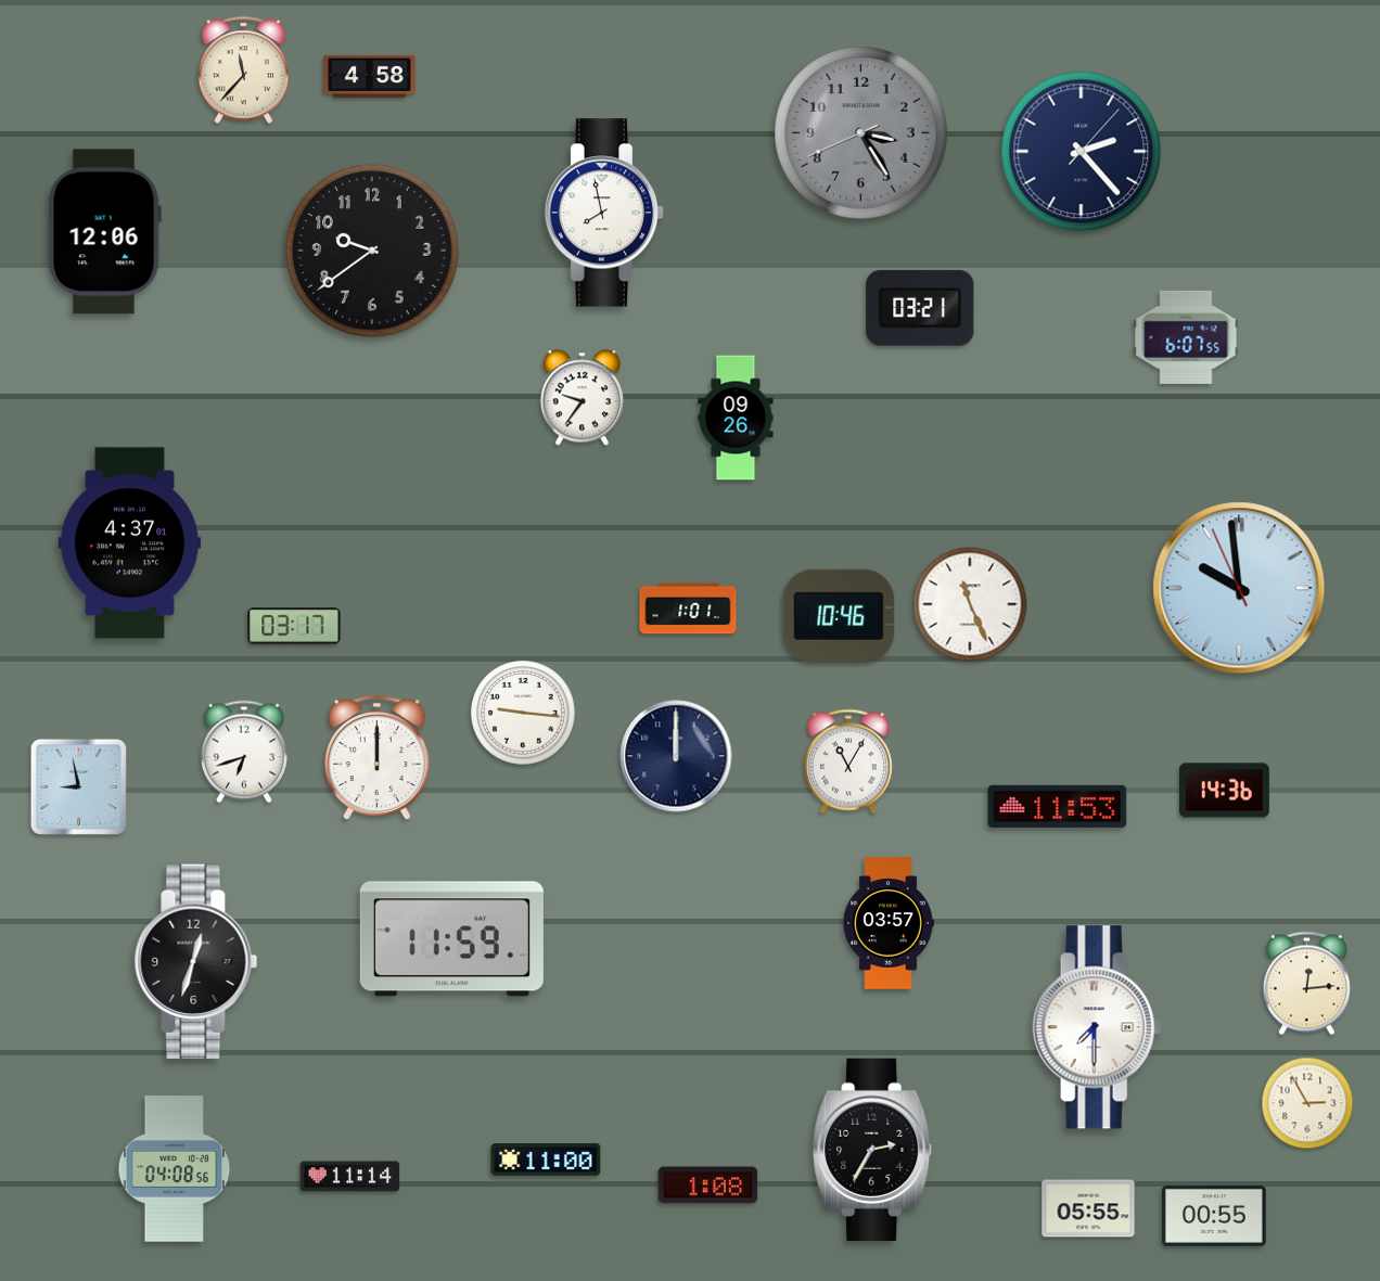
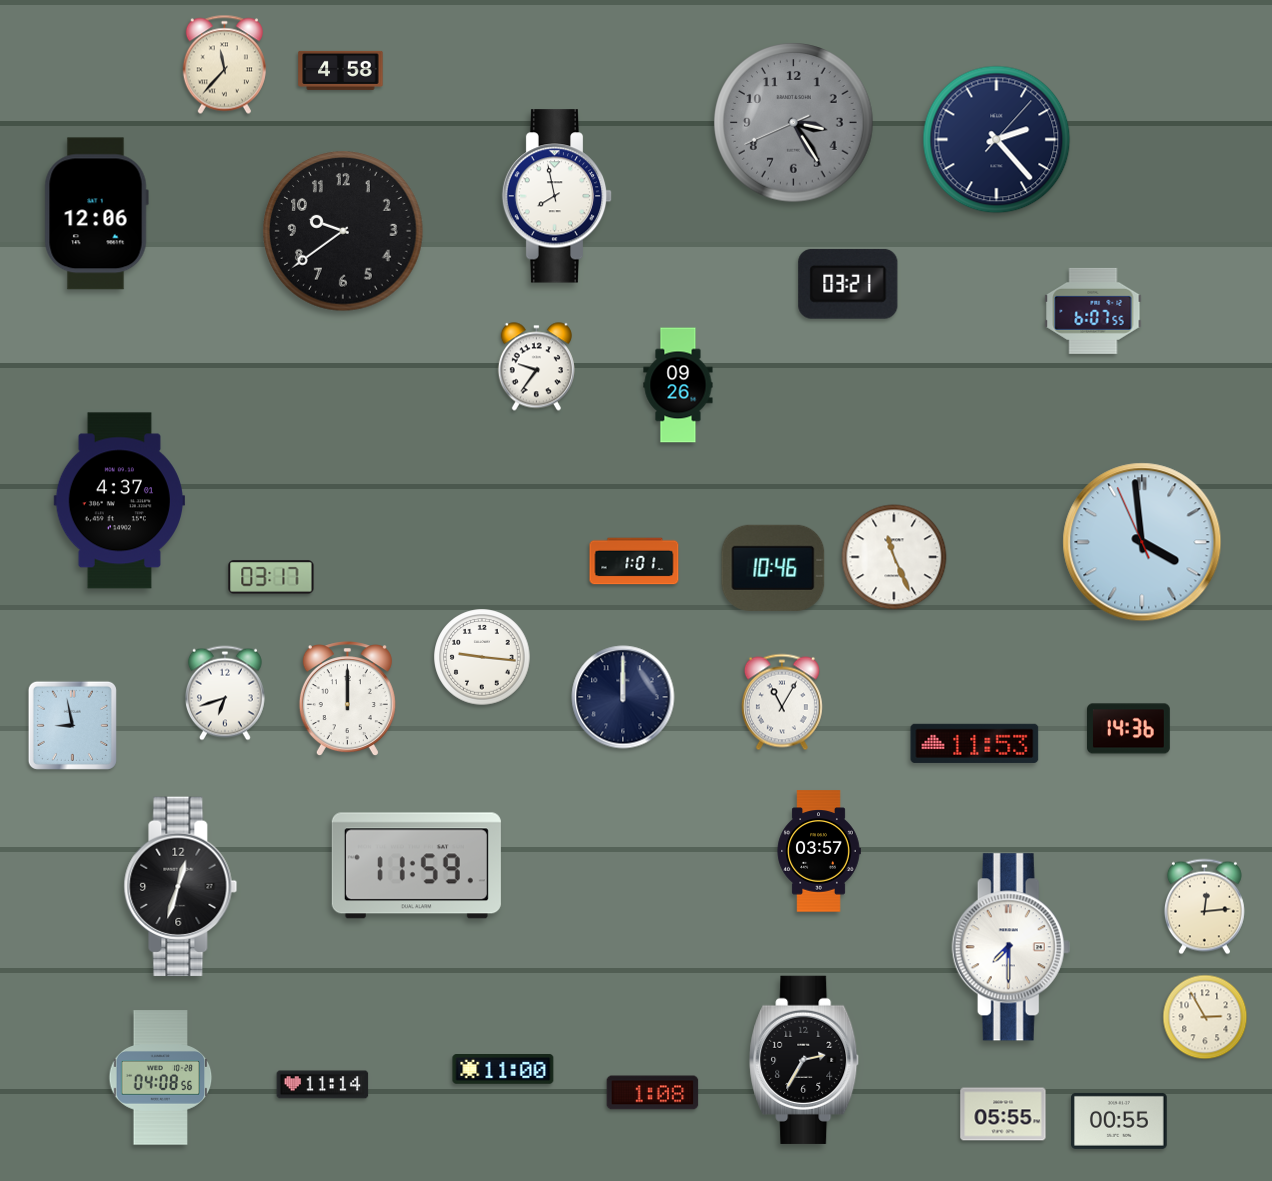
clock at (1239, 588): 9:58 -> 3:58
